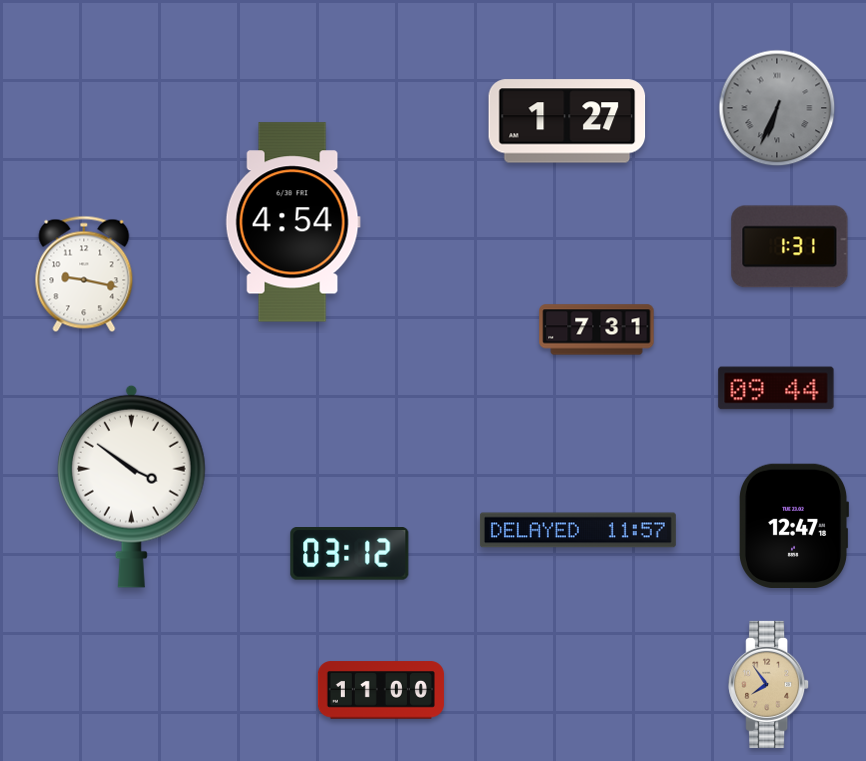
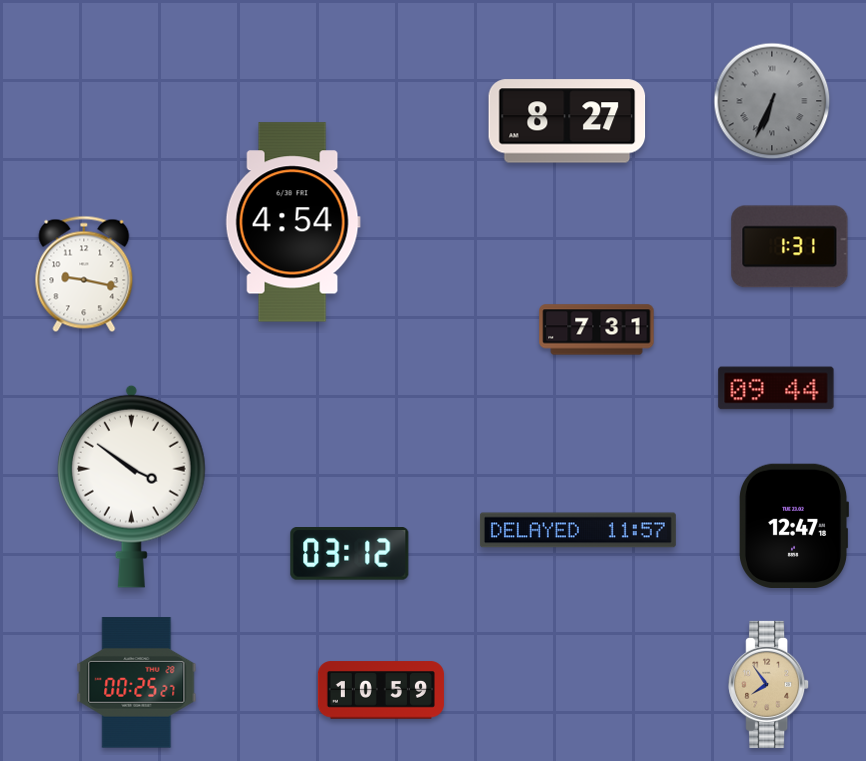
clock at (777, 108) position: (777, 108) -> (772, 101)
clock at (567, 121): 1:27 -> 8:27
clock at (137, 683): none -> 00:25
clock at (381, 690): 11:00 -> 10:59
